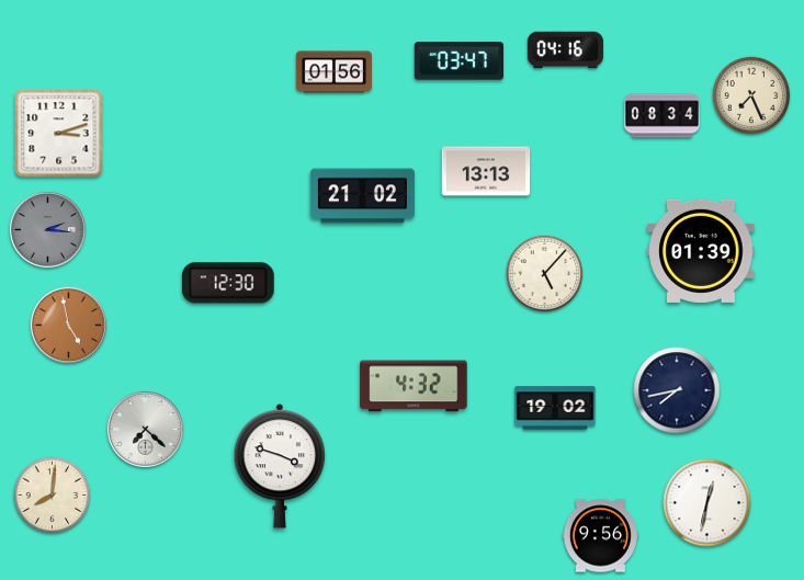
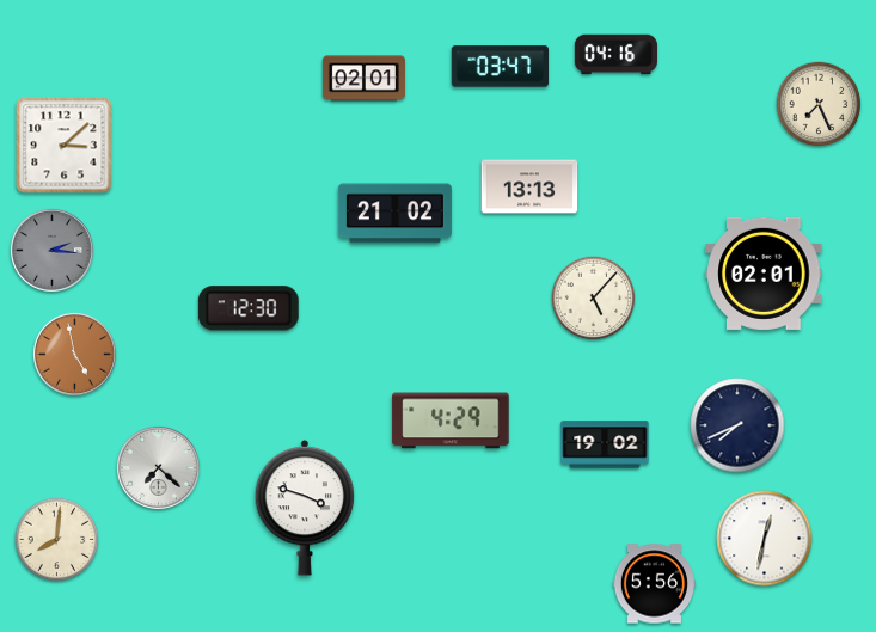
clock at (333, 72): 01:56 -> 02:01
clock at (661, 116): 08:34 -> none
clock at (59, 134): 3:12 -> 3:08
clock at (701, 251): 01:39 -> 02:01
clock at (414, 386): 4:32 -> 4:29
clock at (677, 390): 7:43 -> 7:41
clock at (707, 503) position: (707, 503) -> (765, 539)
clock at (600, 536): 9:56 -> 5:56
